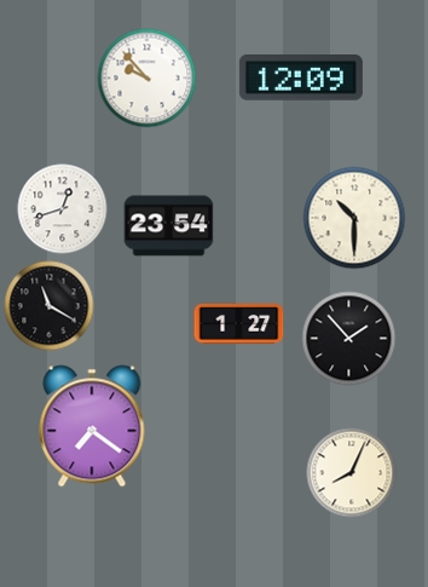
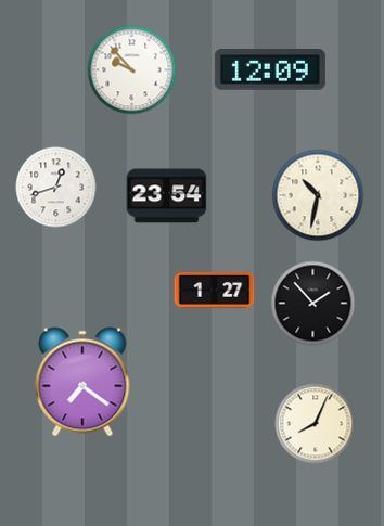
clock at (354, 218): 10:30 -> 10:32
clock at (169, 226) position: (169, 226) -> (167, 196)
clock at (50, 306): 11:20 -> none
